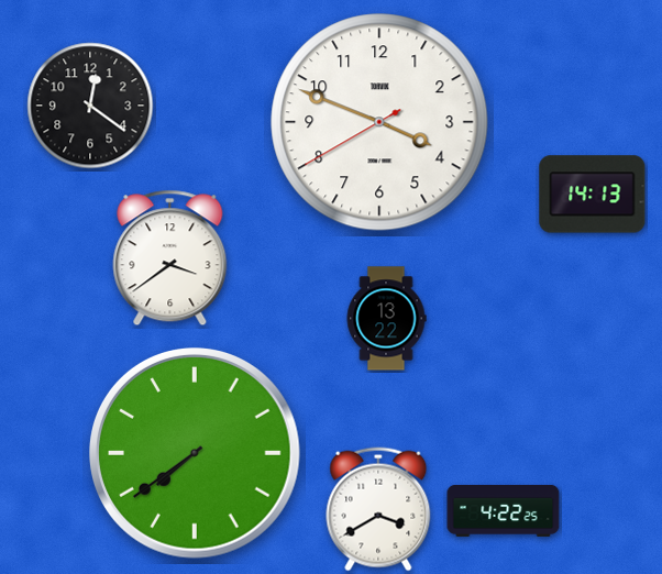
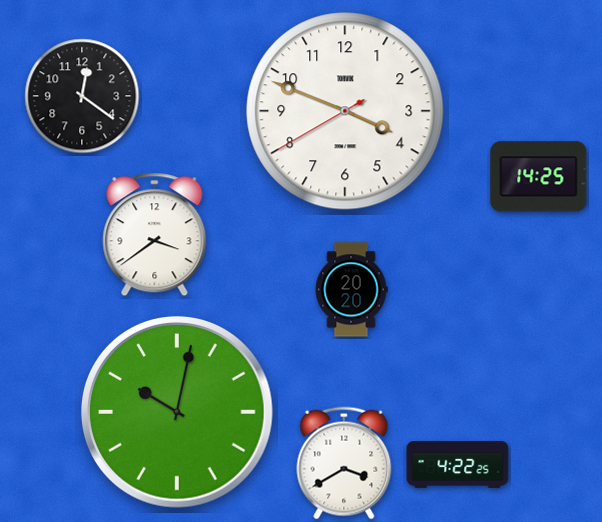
clock at (593, 195): 14:13 -> 14:25
clock at (386, 319): 13:22 -> 20:20
clock at (196, 454): 7:39 -> 10:02
